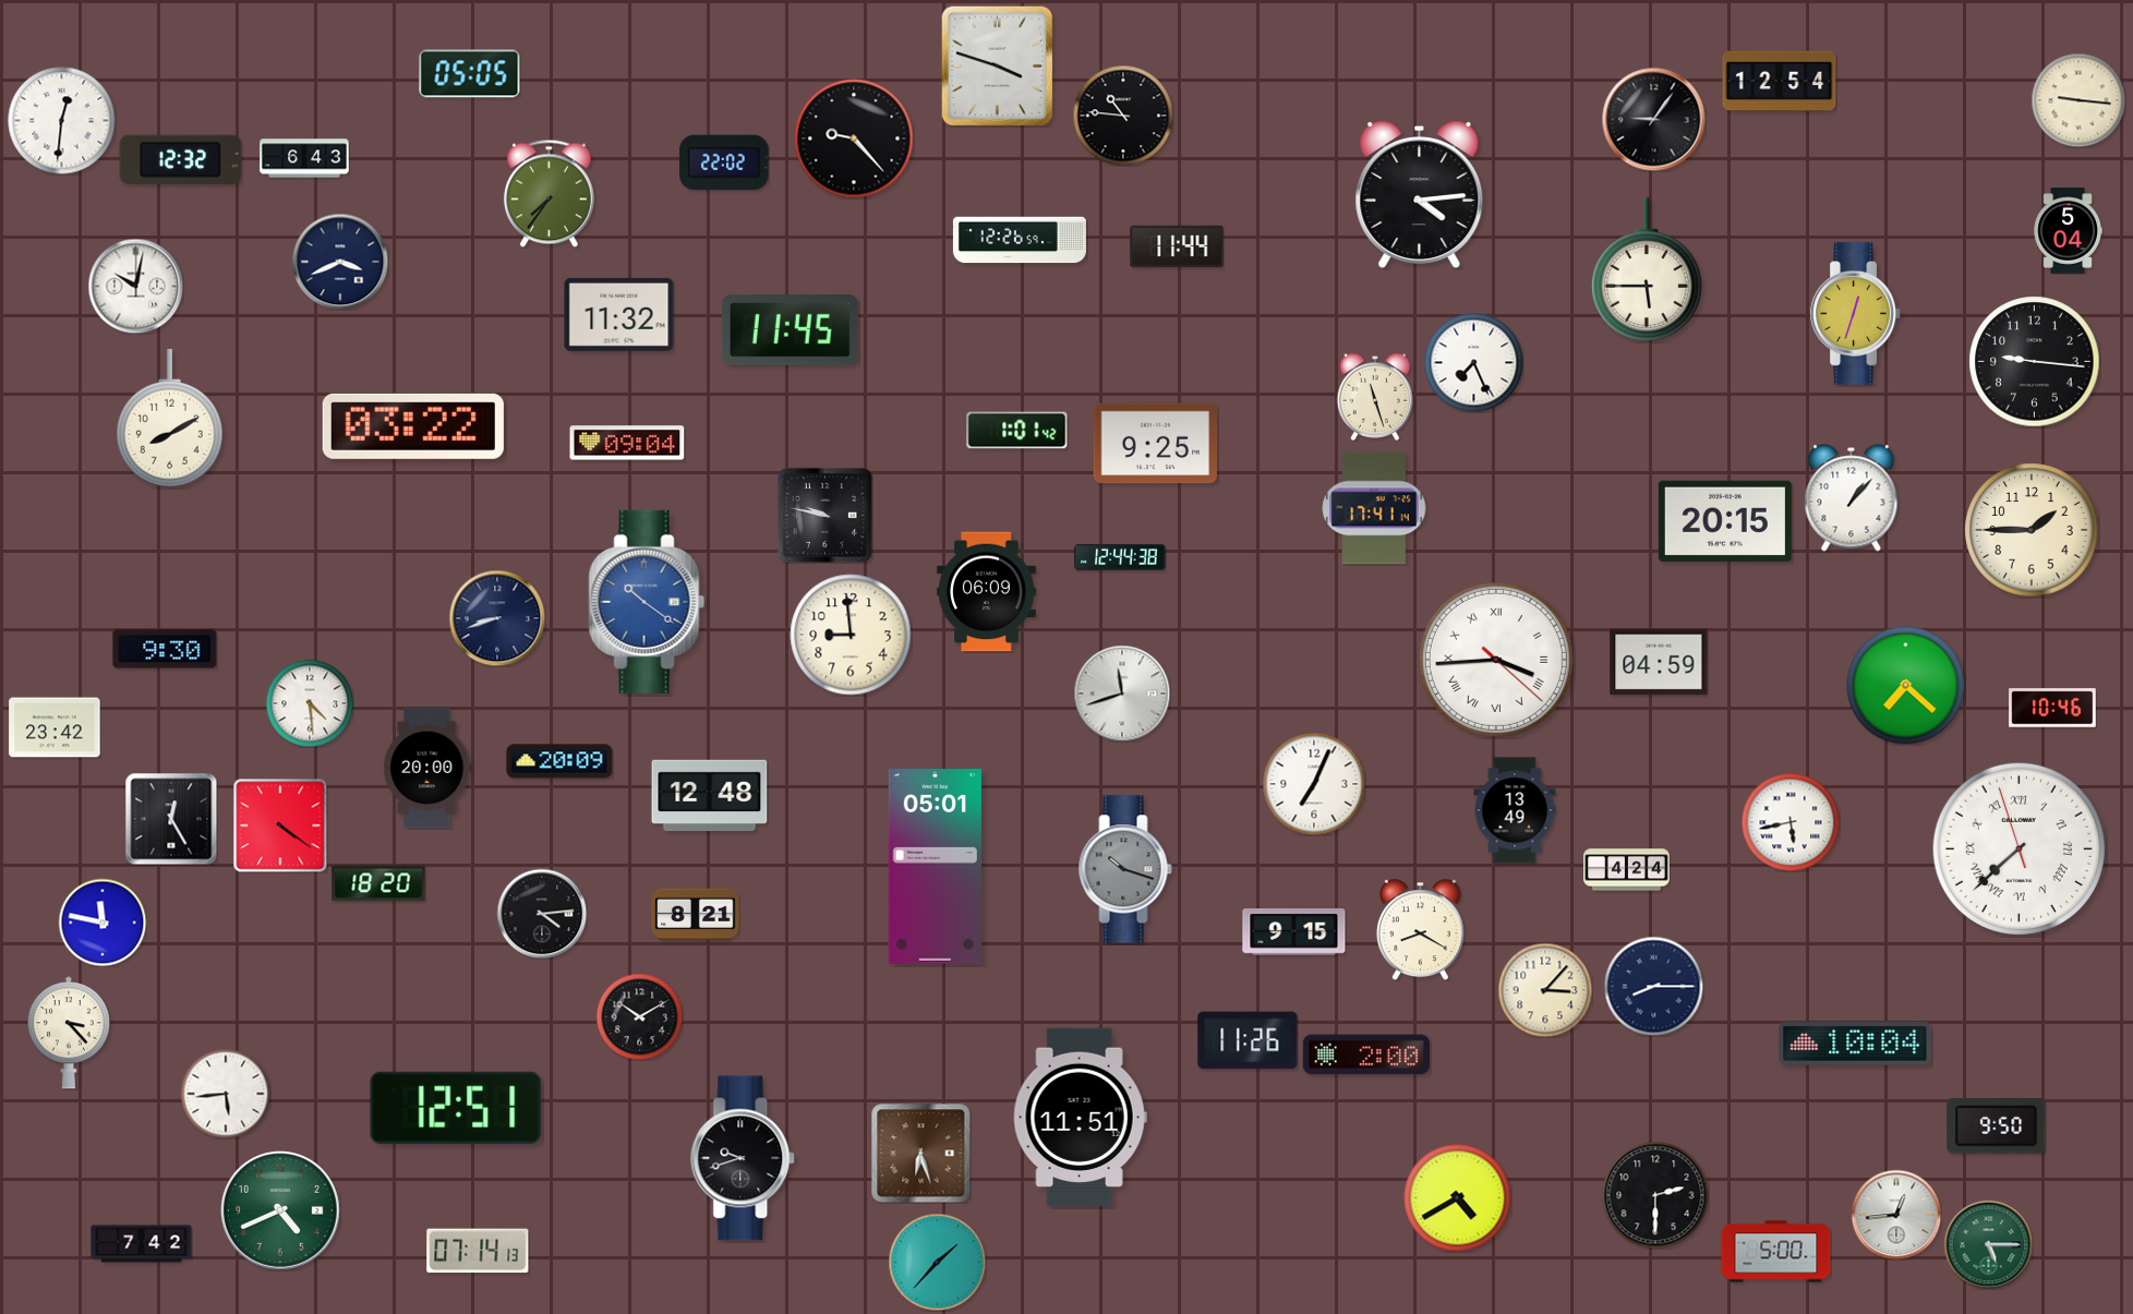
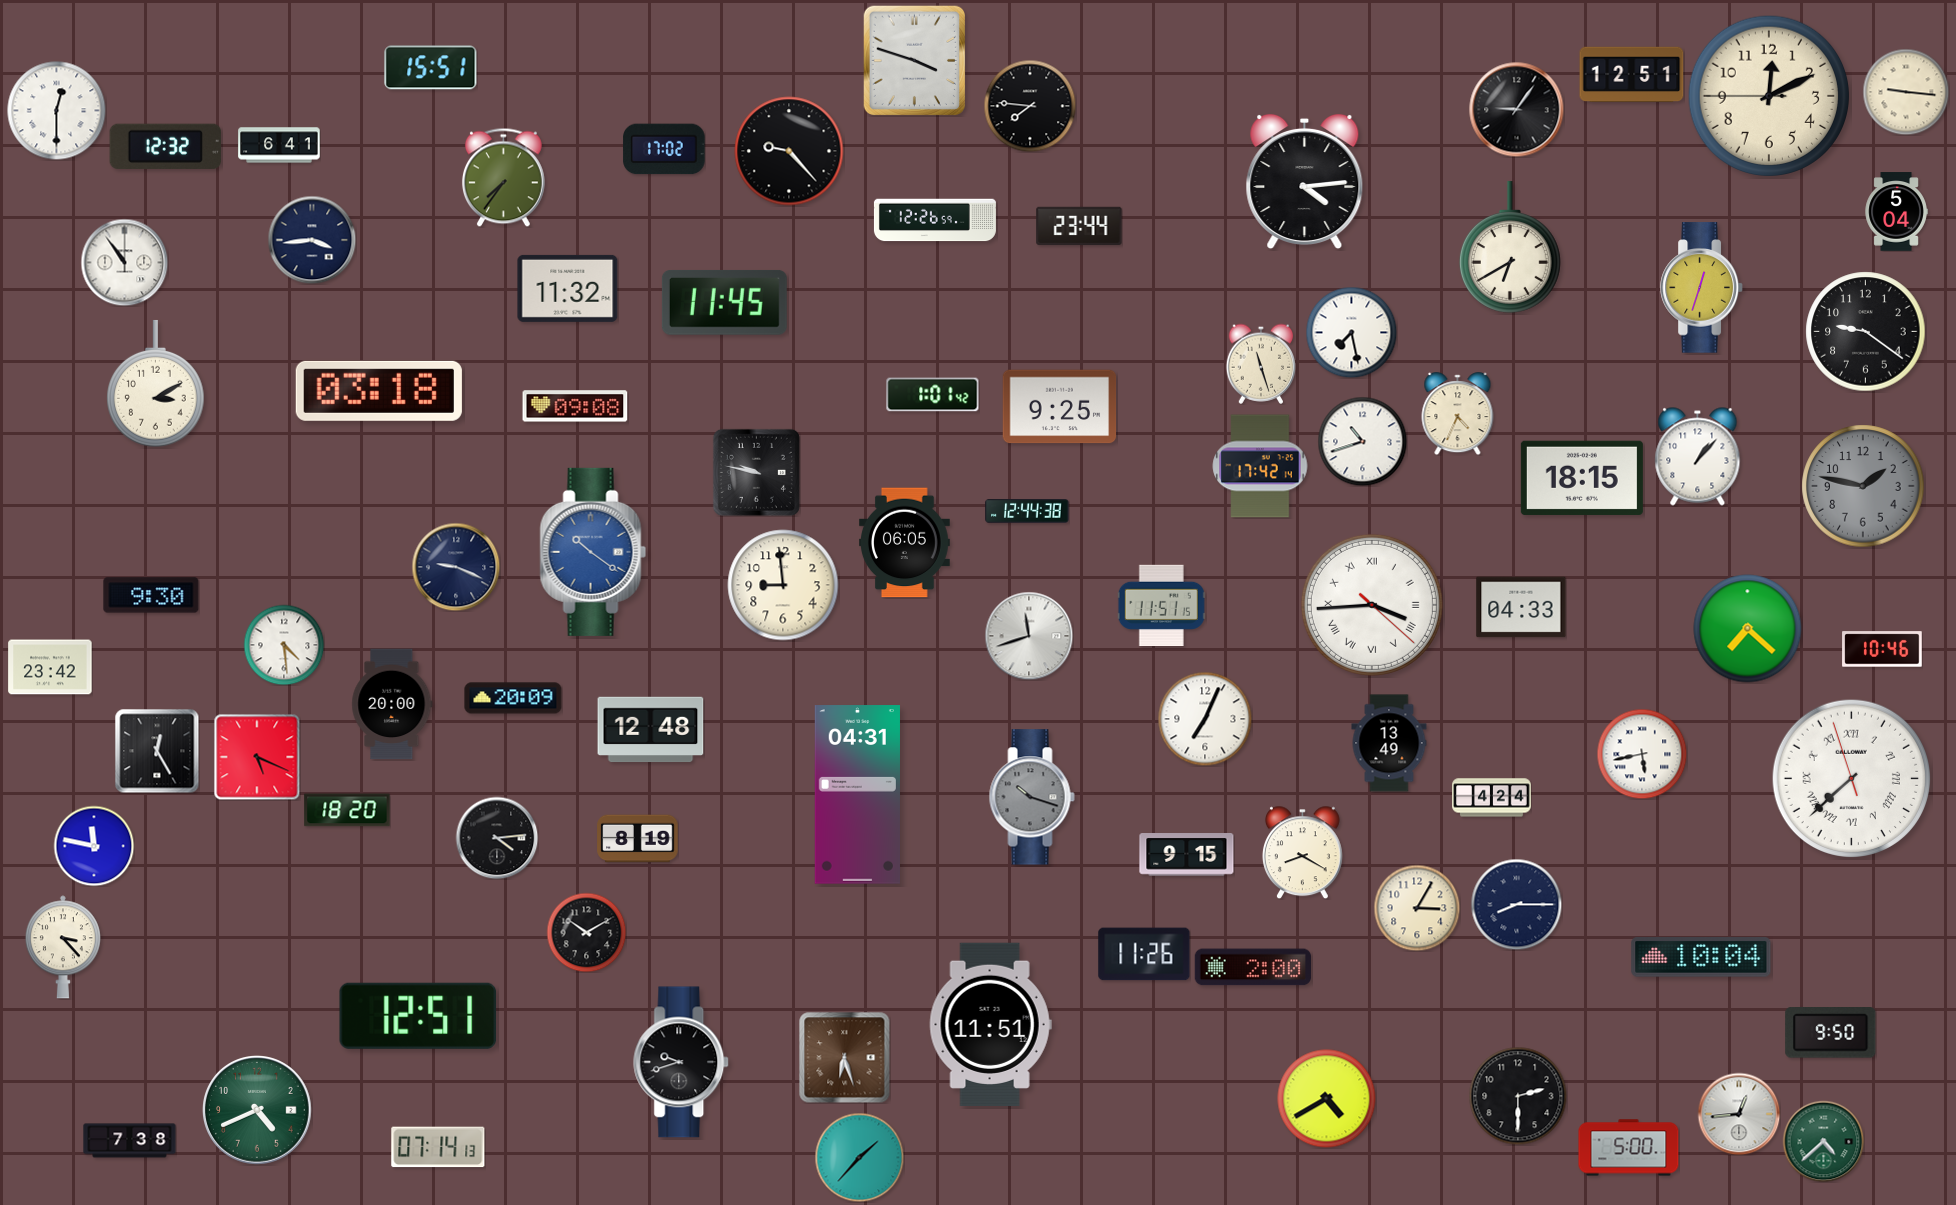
clock at (470, 74): 05:05 -> 15:51
clock at (1780, 82): 12:54 -> 12:51
clock at (1768, 95): none -> 12:10
clock at (1123, 116): 10:46 -> 7:46
clock at (62, 121): 12:31 -> 12:30
clock at (854, 138) position: (854, 138) -> (789, 151)
clock at (304, 158): 6:43 -> 6:41
clock at (724, 162): 22:02 -> 17:02
clock at (1420, 195) position: (1420, 195) -> (1305, 182)
clock at (1177, 246): 11:44 -> 23:44
clock at (340, 262): 3:41 -> 3:44
clock at (1647, 269): 5:45 -> 6:40
clock at (135, 286): 10:02 -> 10:54
clock at (1473, 362): 7:26 -> 7:28
clock at (2035, 362): 9:16 -> 9:21
clock at (170, 419): 8:10 -> 3:10
clock at (413, 426): 03:22 -> 03:18
clock at (627, 443): 09:04 -> 09:08
clock at (1458, 414): none -> 4:34
clock at (1362, 441): none -> 10:42
clock at (1374, 508): 17:41 -> 17:42
clock at (1725, 521): 20:15 -> 18:15
clock at (2032, 530): 1:45 -> 1:47
clock at (2032, 530) dial: cream -> grey
clock at (987, 592): 06:09 -> 06:05
clock at (497, 618): 8:42 -> 9:19
clock at (851, 635) position: (851, 635) -> (783, 585)
clock at (1161, 605): none -> 11:51
clock at (1659, 662): 04:59 -> 04:33
clock at (280, 825): 4:21 -> 5:19
clock at (935, 867): 05:01 -> 04:31
clock at (696, 915): 8:21 -> 8:19
clock at (1545, 990): 3:07 -> 3:05
clock at (226, 1094): 5:44 -> none
clock at (1458, 1198) position: (1458, 1198) -> (1327, 1099)
clock at (142, 1244): 7:42 -> 7:38
clock at (1988, 1244): 5:15 -> 4:38
